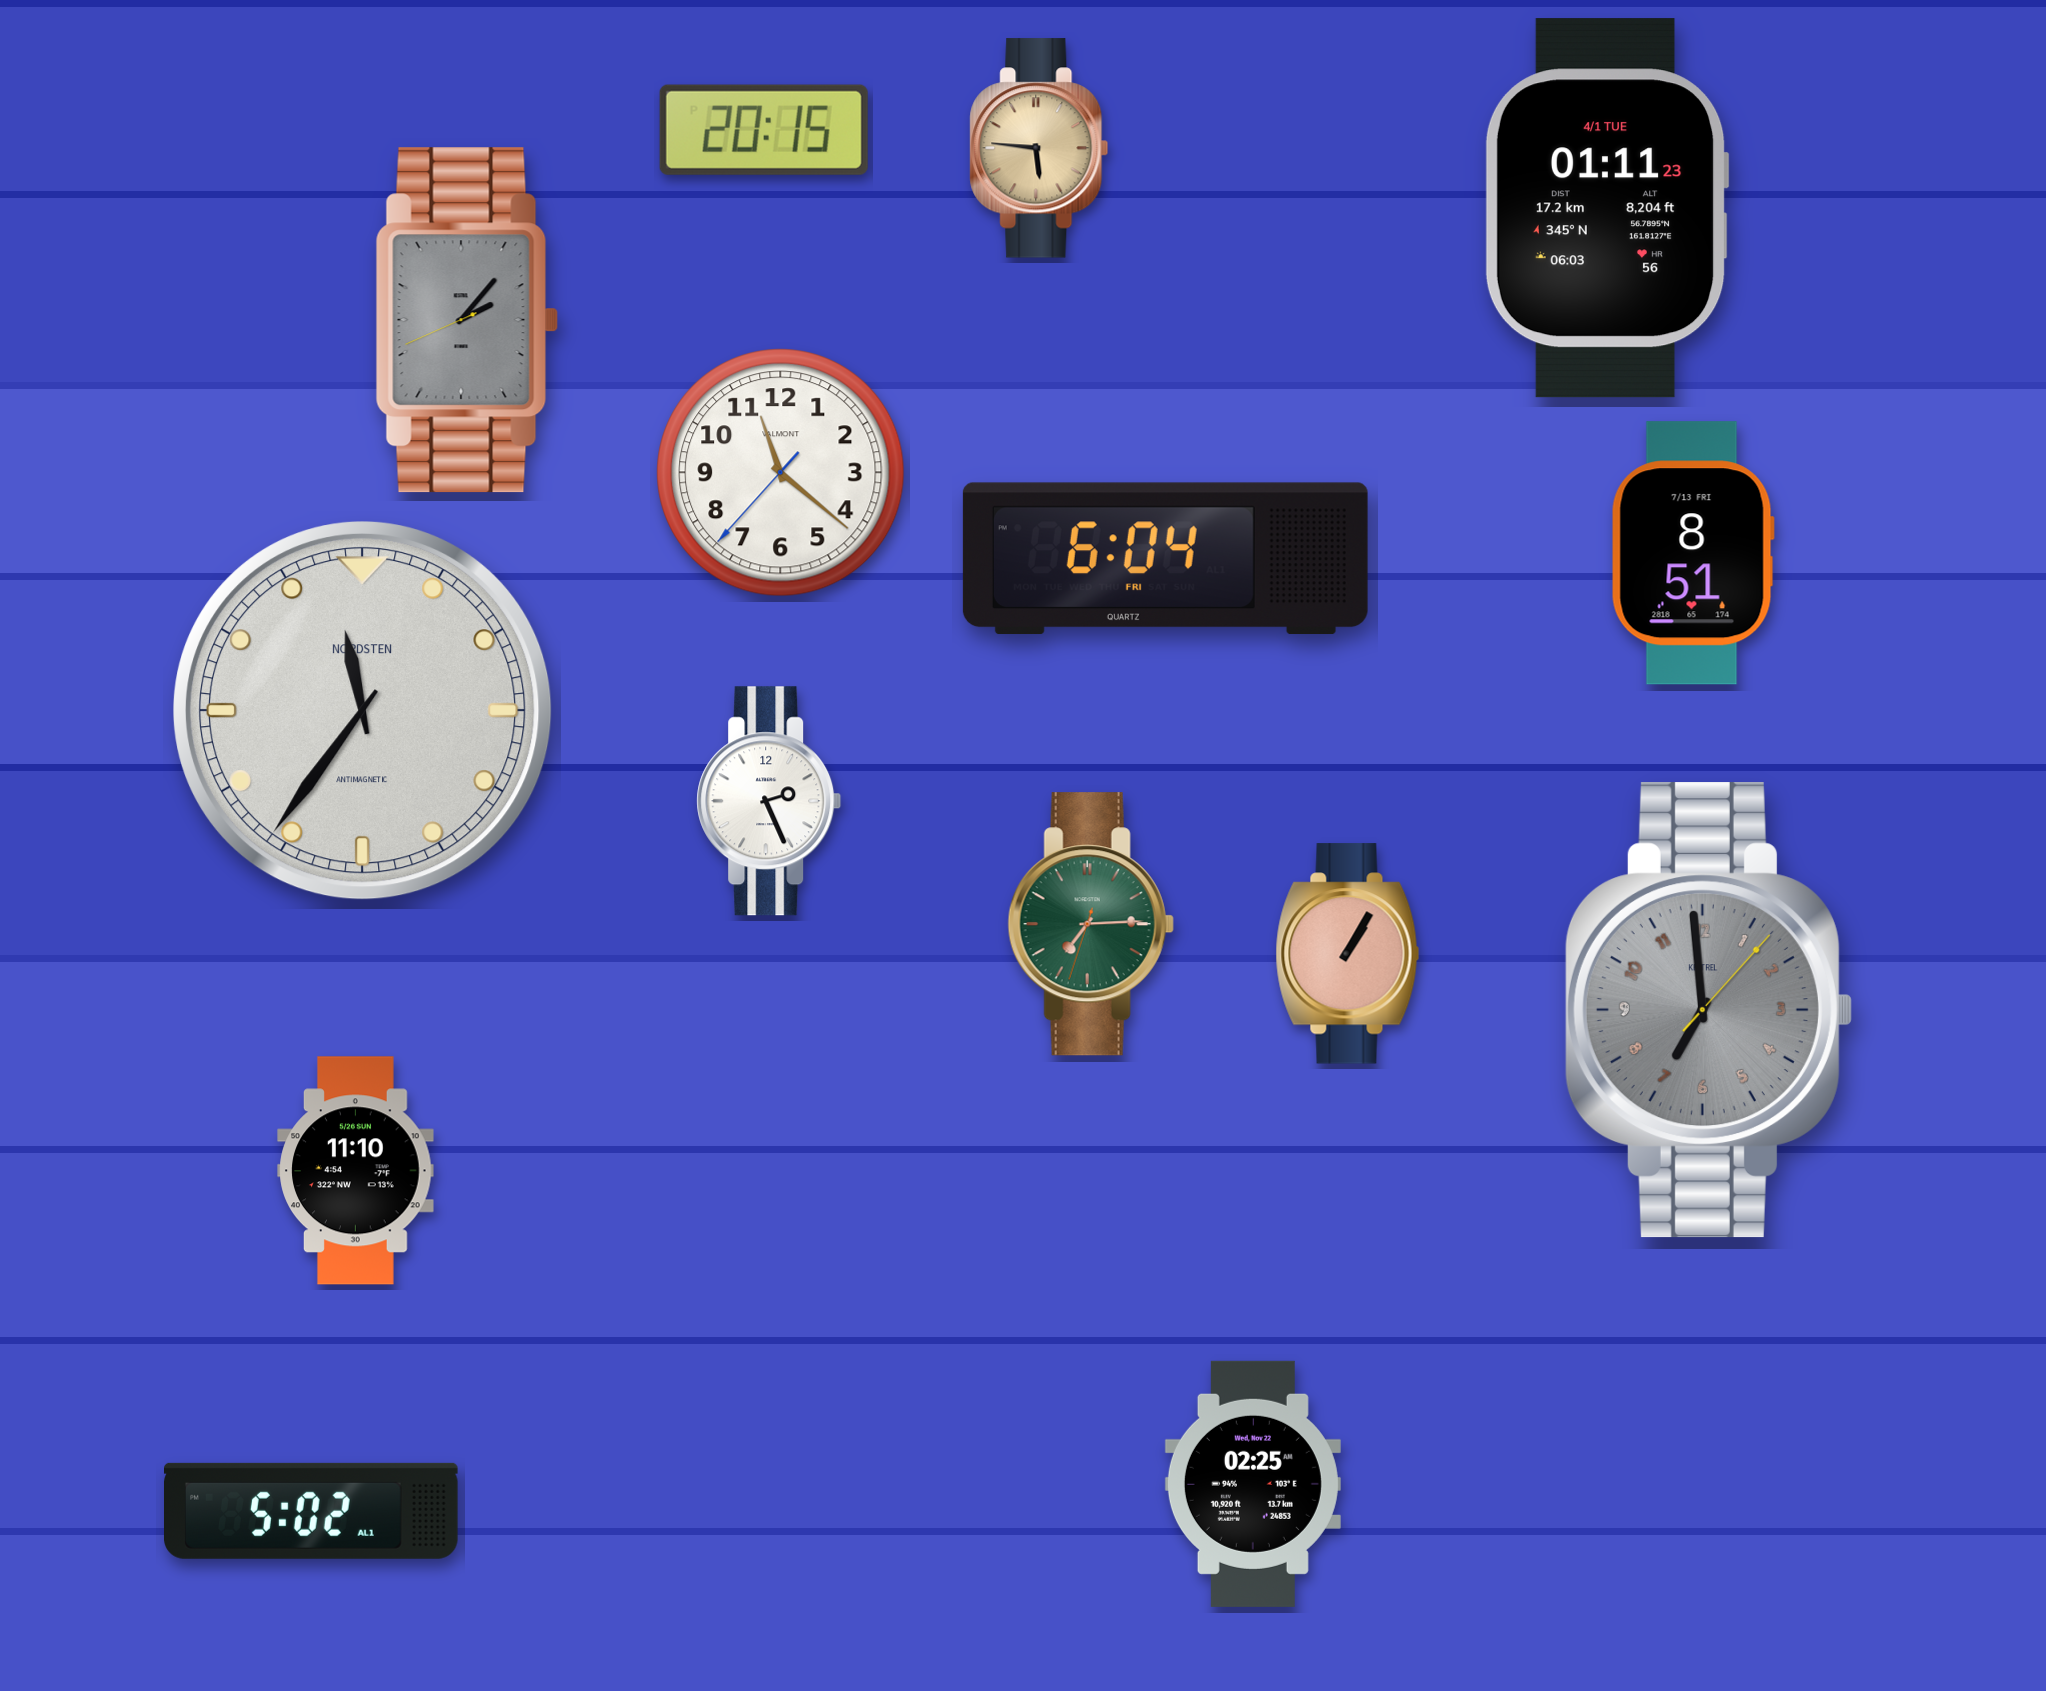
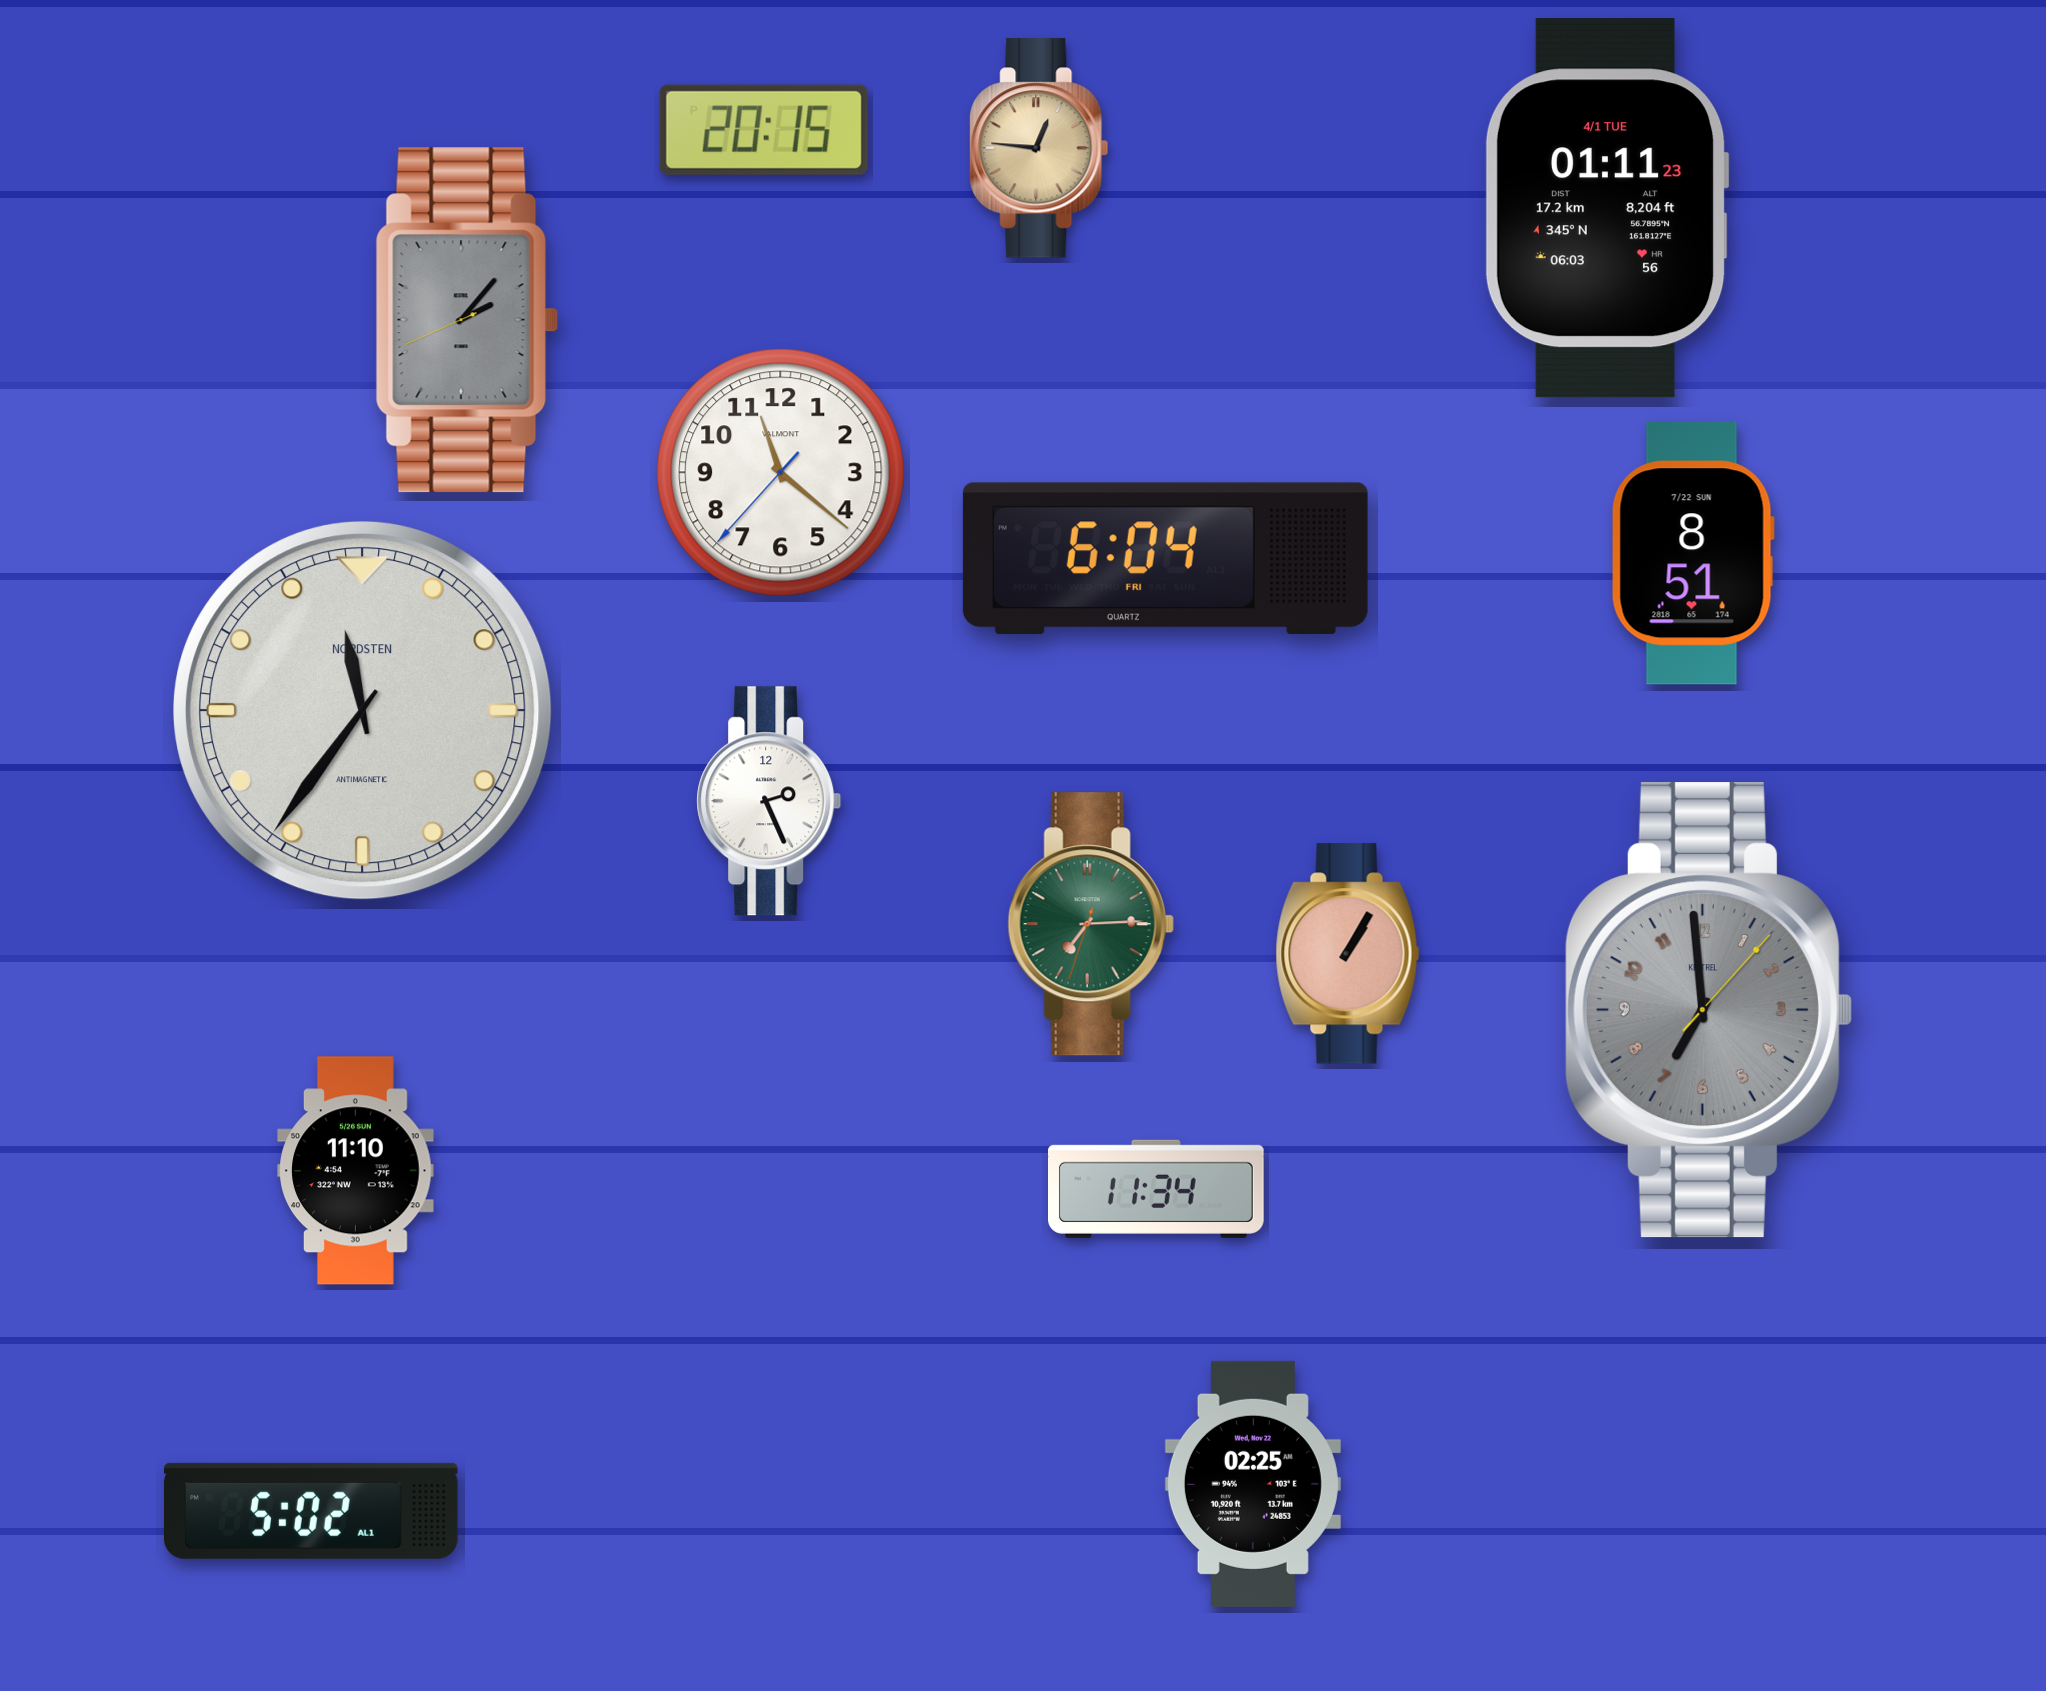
clock at (1039, 148): 5:46 -> 12:46
clock at (1693, 553) date: 7/13 FRI -> 7/22 SUN
clock at (1157, 1189): none -> 11:34
